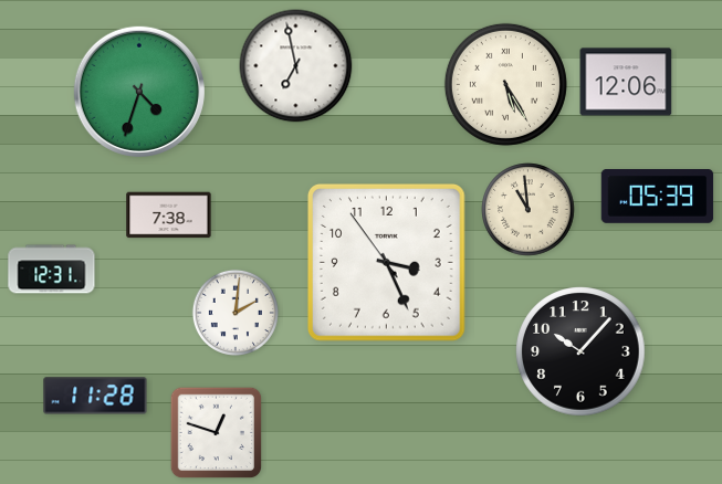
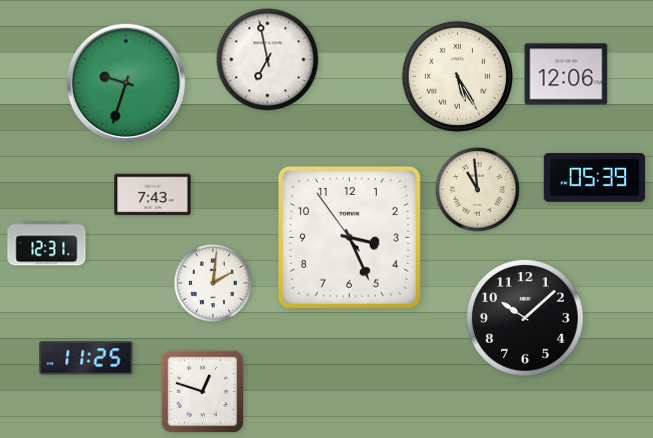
clock at (139, 92): 4:33 -> 9:33
clock at (169, 215): 7:38 -> 7:43
clock at (580, 351): 10:07 -> 10:08
clock at (95, 396): 11:28 -> 11:25
clock at (217, 433) position: (217, 433) -> (203, 392)
